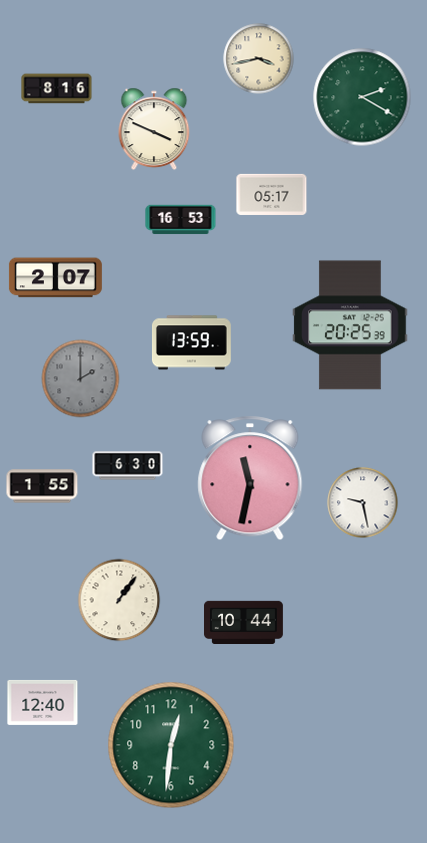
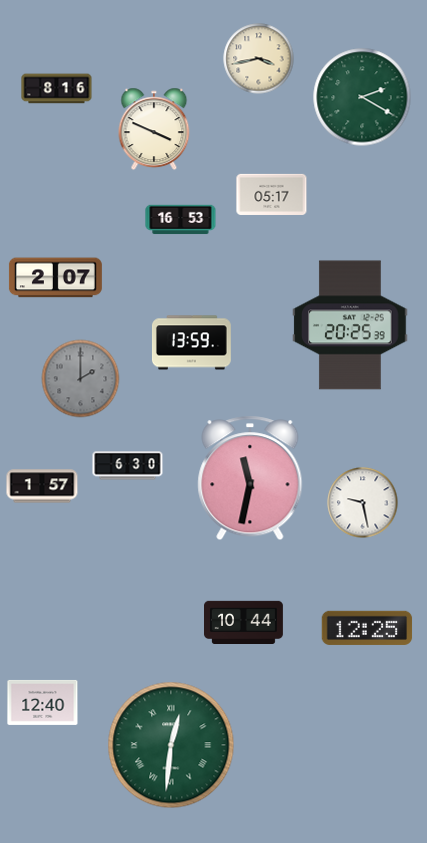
clock at (42, 486): 1:55 -> 1:57
clock at (119, 600): 1:06 -> none
clock at (367, 628): none -> 12:25
clock at (171, 745) numerals: Arabic -> Roman
